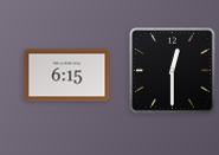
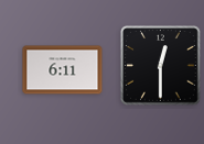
clock at (67, 76): 6:15 -> 6:11
